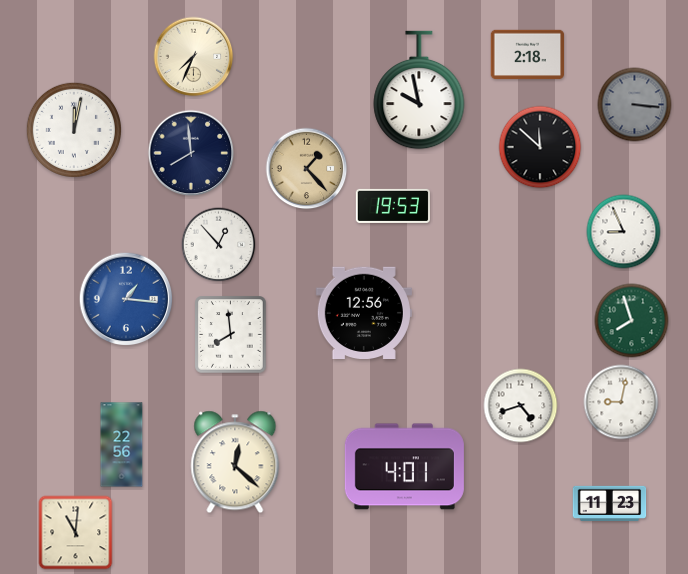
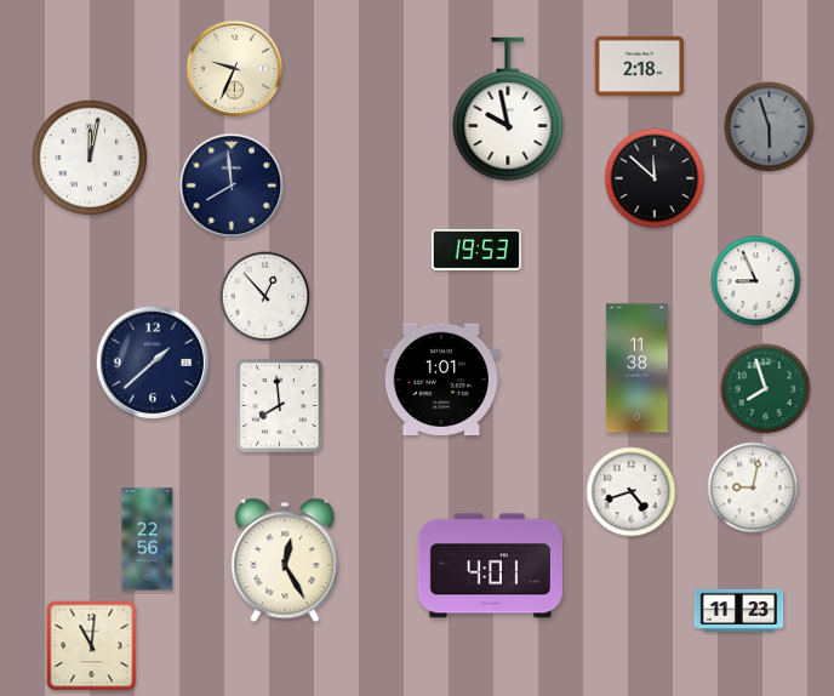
clock at (194, 57): 7:34 -> 9:34
clock at (635, 105): 3:16 -> 5:57
clock at (307, 169): 1:23 -> none
clock at (126, 299): 1:16 -> 1:38
clock at (126, 299) dial: blue -> navy
clock at (636, 369): none -> 11:38
clock at (364, 312): 12:56 -> 1:01
clock at (235, 462): 12:22 -> 12:25
